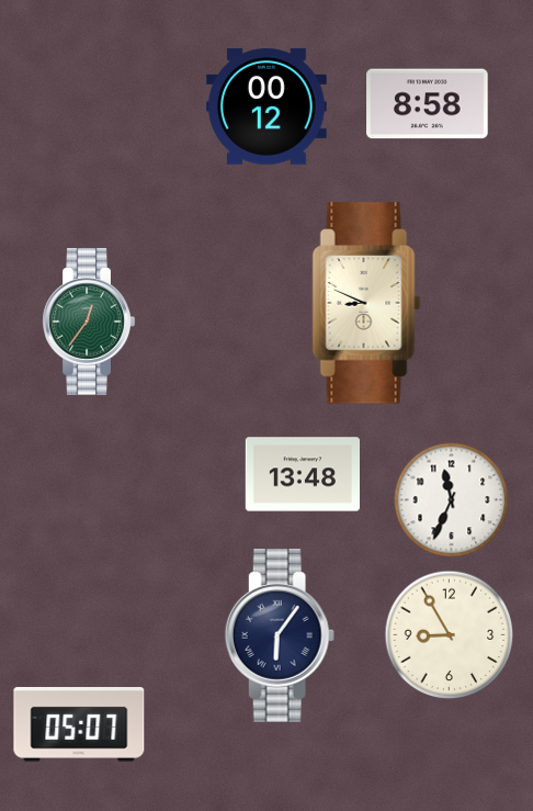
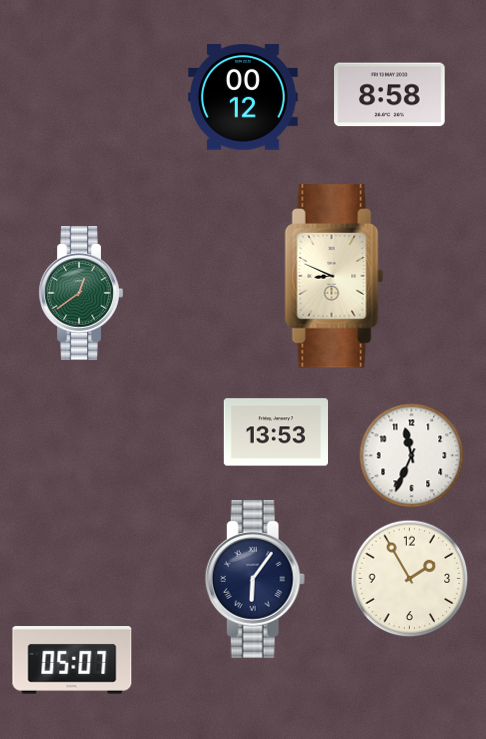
clock at (89, 323): 12:36 -> 12:39
clock at (302, 474): 13:48 -> 13:53
clock at (450, 635): 8:55 -> 1:55
